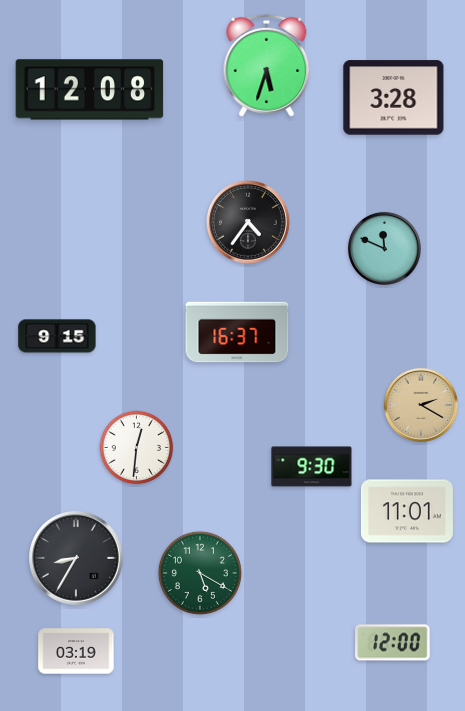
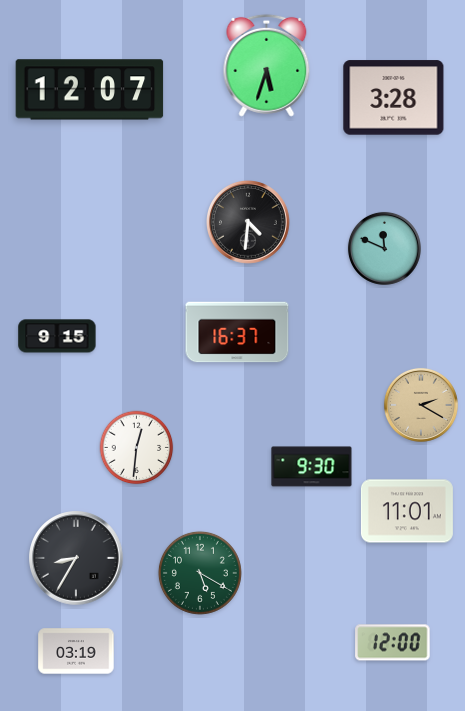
clock at (90, 90): 12:08 -> 12:07
clock at (249, 223): 4:36 -> 4:31
